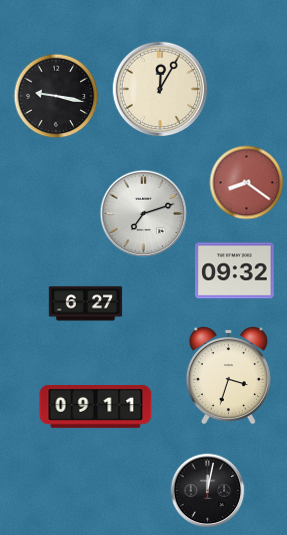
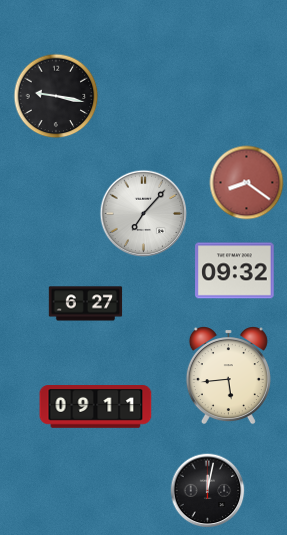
clock at (160, 89): 12:05 -> none
clock at (144, 214): 7:12 -> 7:07
clock at (228, 376): 3:33 -> 5:44
